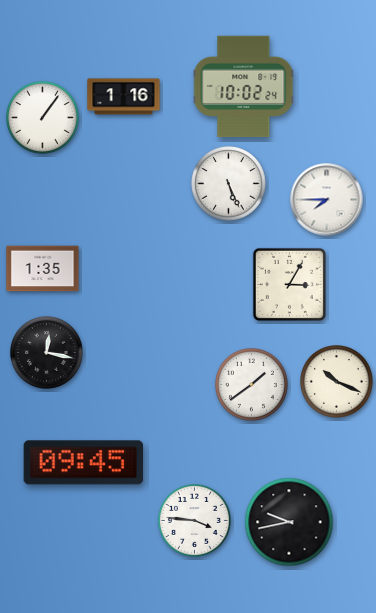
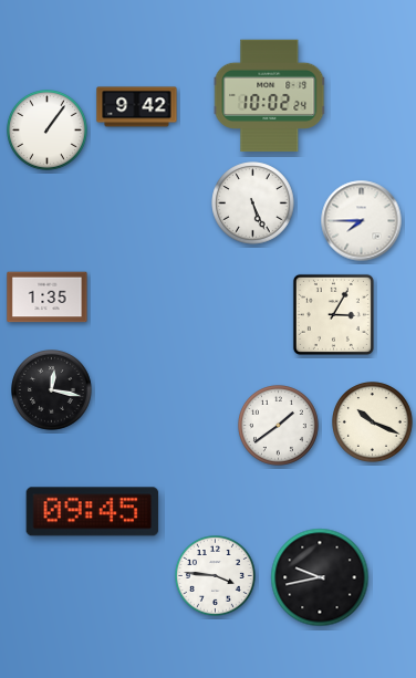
clock at (124, 97): 1:16 -> 9:42
clock at (289, 284) position: (289, 284) -> (333, 314)
